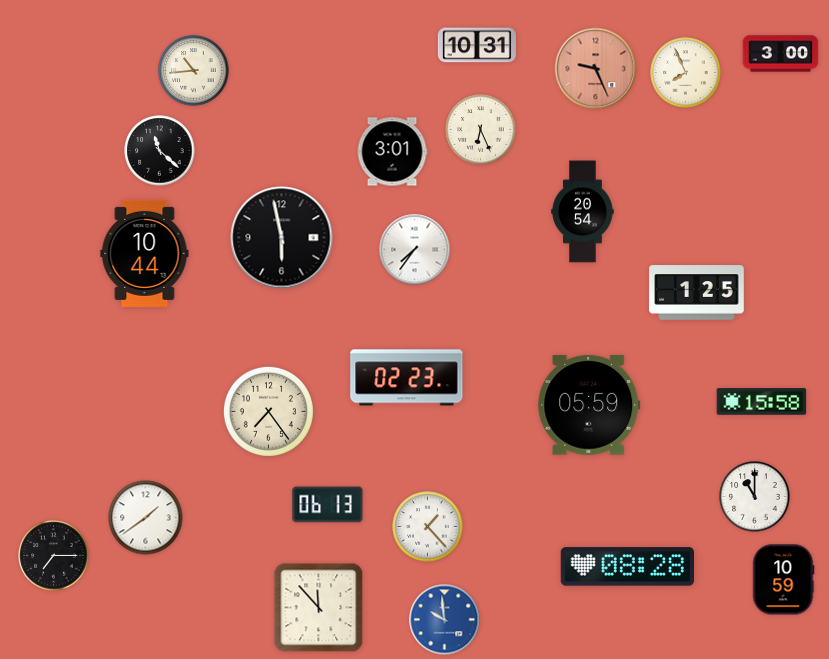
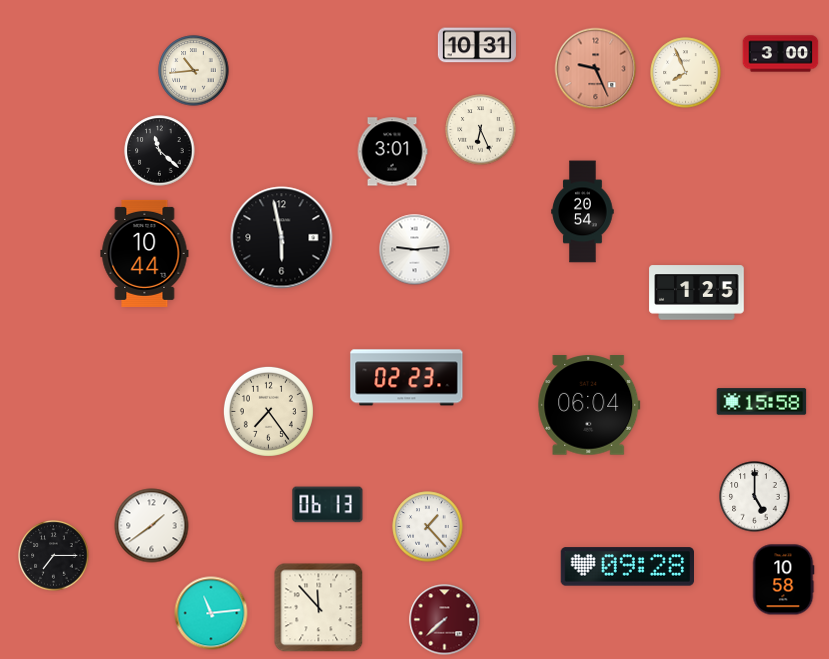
clock at (415, 250): 7:36 -> 9:14
clock at (589, 405): 05:59 -> 06:04
clock at (755, 497): 11:00 -> 5:00
clock at (146, 518) position: (146, 518) -> (152, 526)
clock at (627, 567): 08:28 -> 09:28
clock at (783, 580): 10:59 -> 10:58
clock at (211, 613): none -> 11:14
clock at (445, 620): 9:59 -> 7:38
clock at (445, 620) dial: blue -> burgundy
